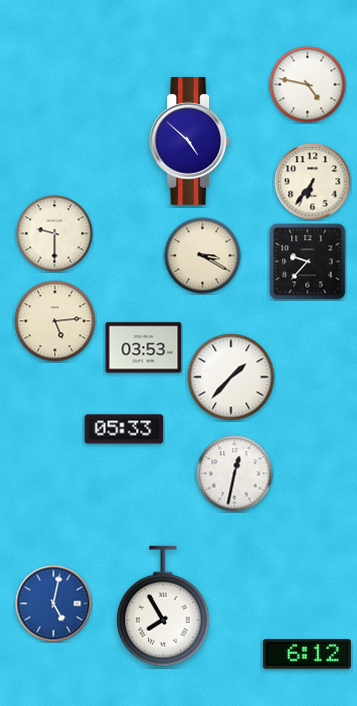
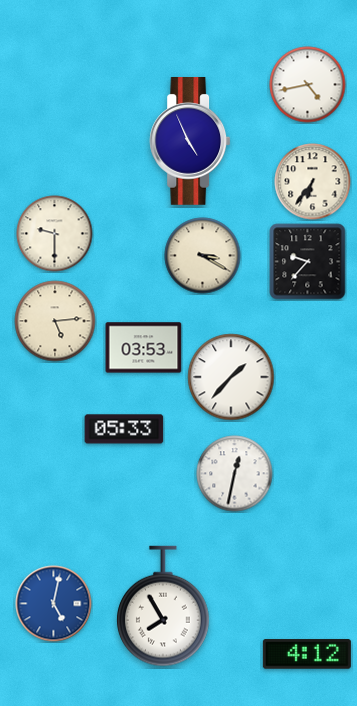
clock at (308, 85): 4:47 -> 4:43
clock at (190, 142): 4:52 -> 4:56
clock at (307, 654): 6:12 -> 4:12
